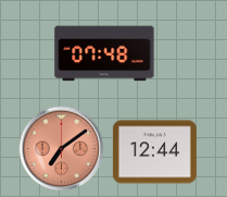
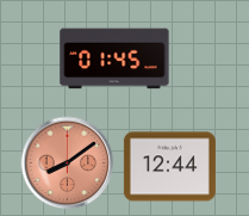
clock at (104, 53): 07:48 -> 01:45
clock at (61, 148): 7:09 -> 8:09
